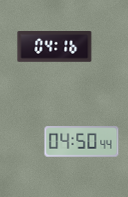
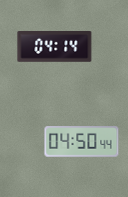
clock at (55, 47): 04:16 -> 04:14
